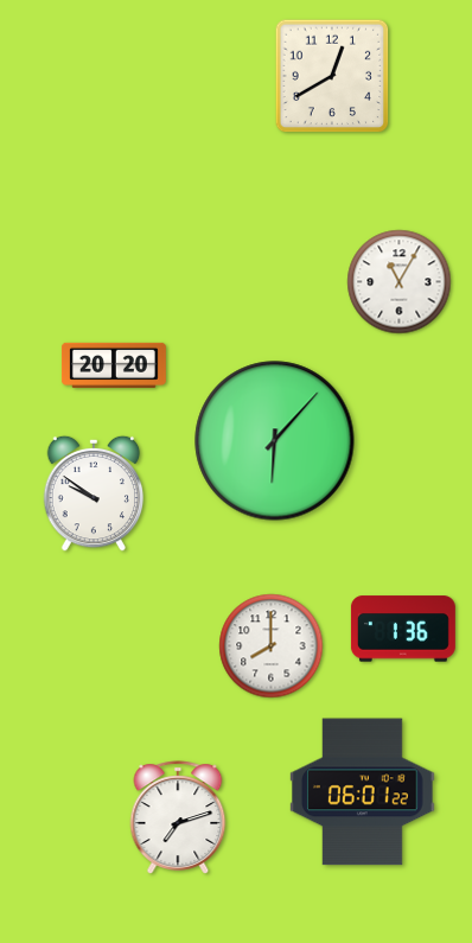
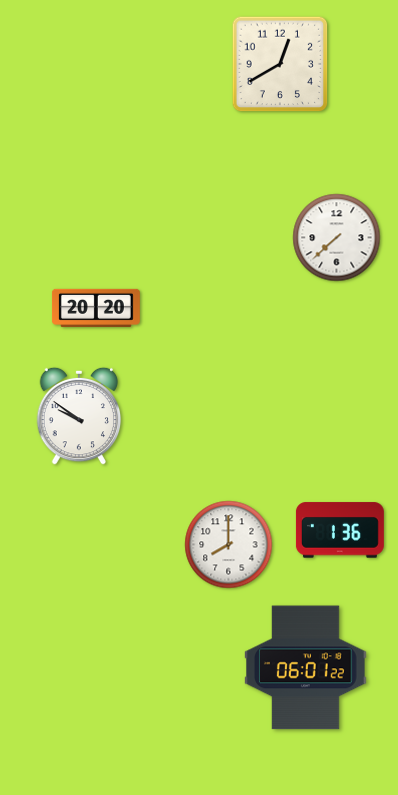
clock at (400, 282): 11:05 -> 7:38
clock at (275, 441): 6:07 -> none
clock at (178, 817): 7:12 -> none
